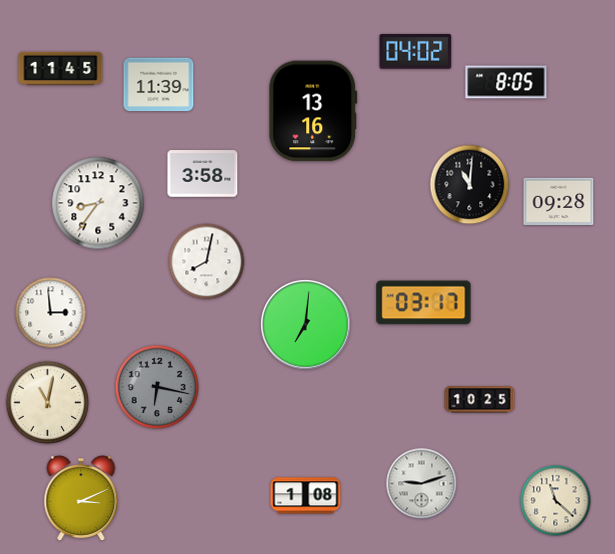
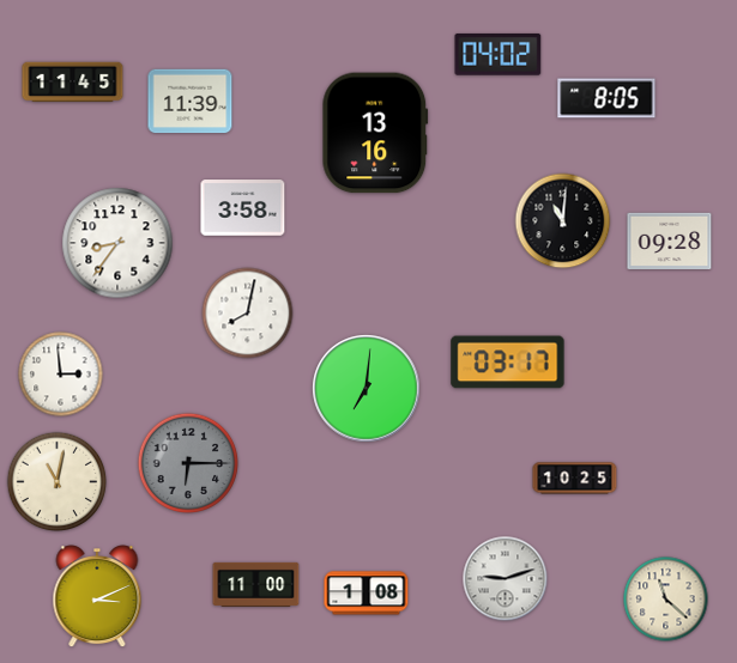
clock at (416, 51) position: (416, 51) -> (499, 54)
clock at (156, 386): 6:17 -> 6:15
clock at (256, 584): none -> 11:00
